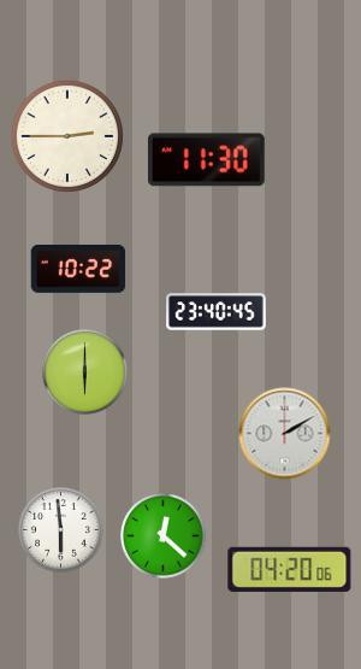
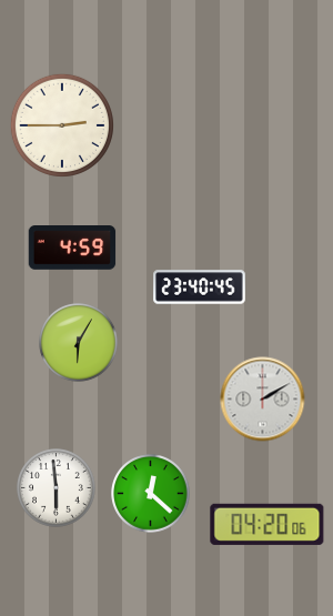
clock at (206, 160): 11:30 -> none
clock at (78, 270): 10:22 -> 4:59
clock at (85, 372): 6:00 -> 6:05
